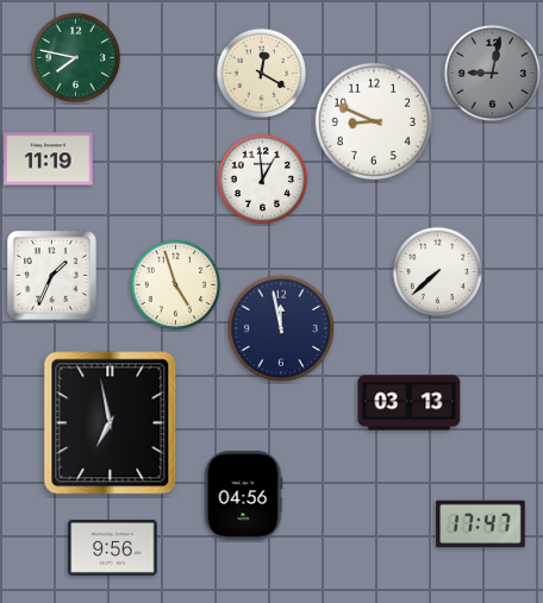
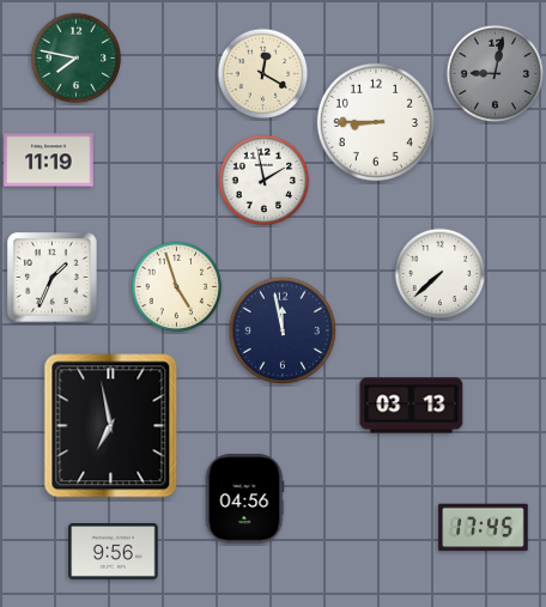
clock at (374, 121): 8:49 -> 8:45
clock at (263, 180): 12:59 -> 1:58
clock at (481, 525): 17:47 -> 17:45
